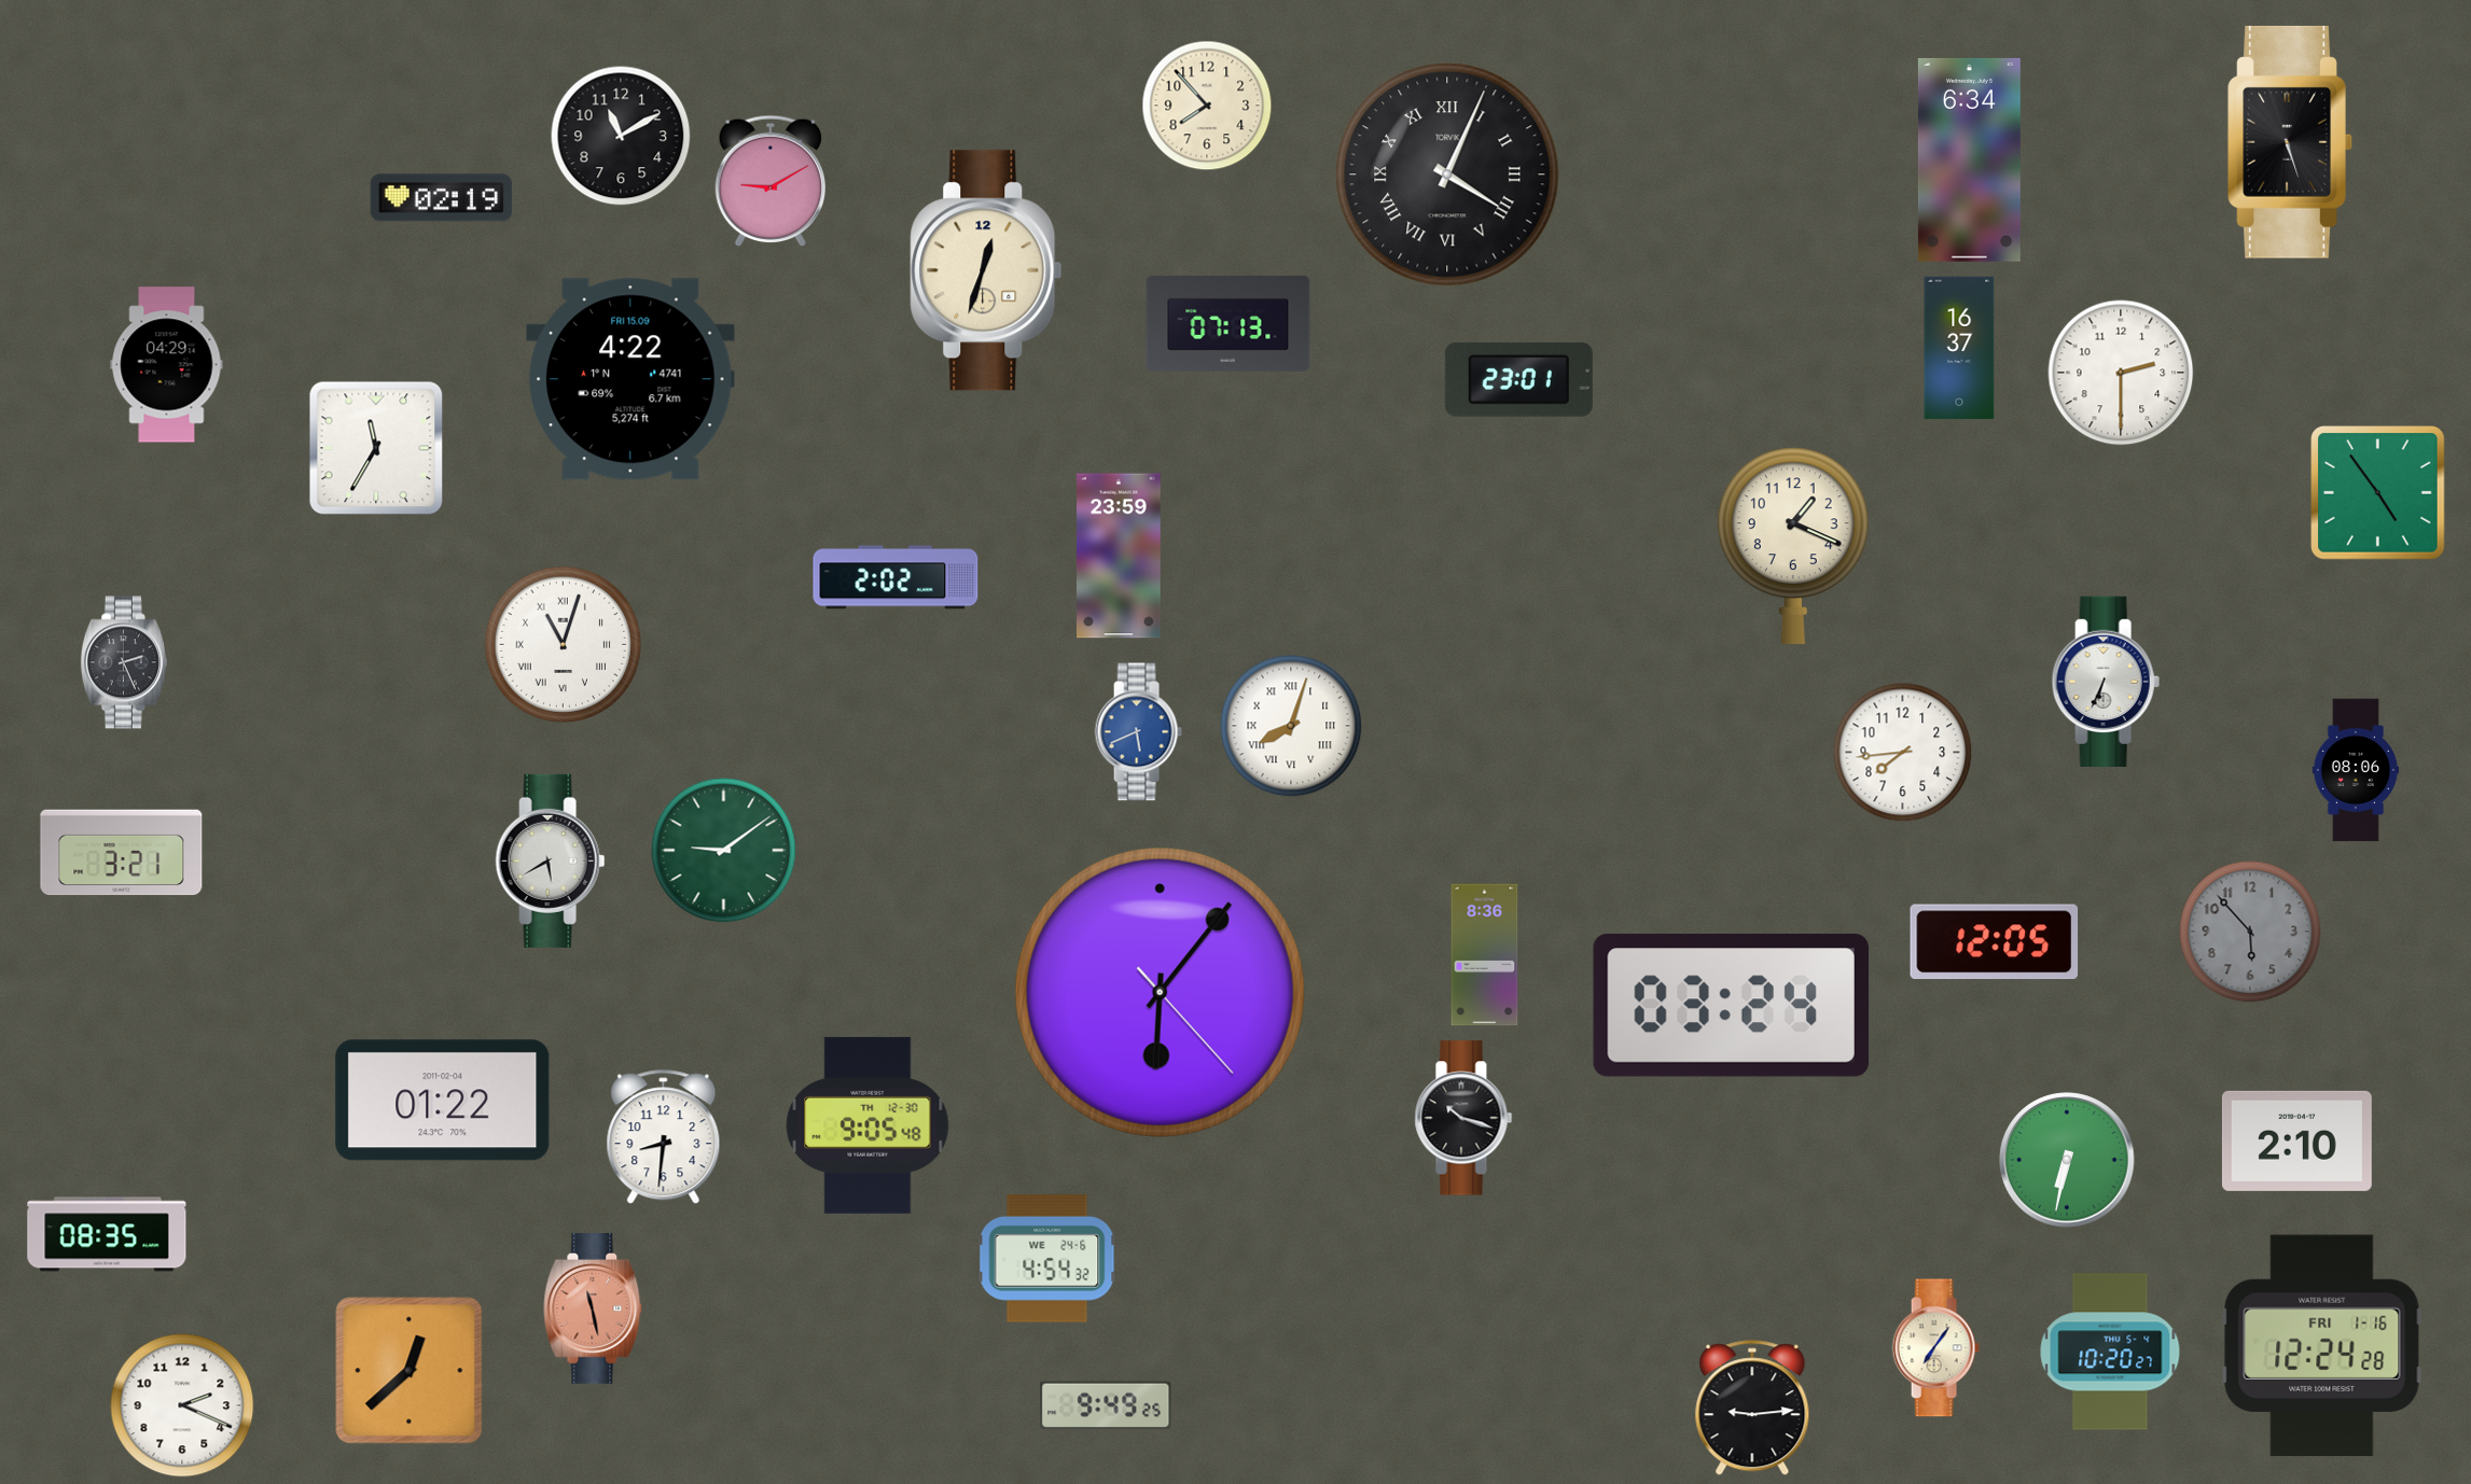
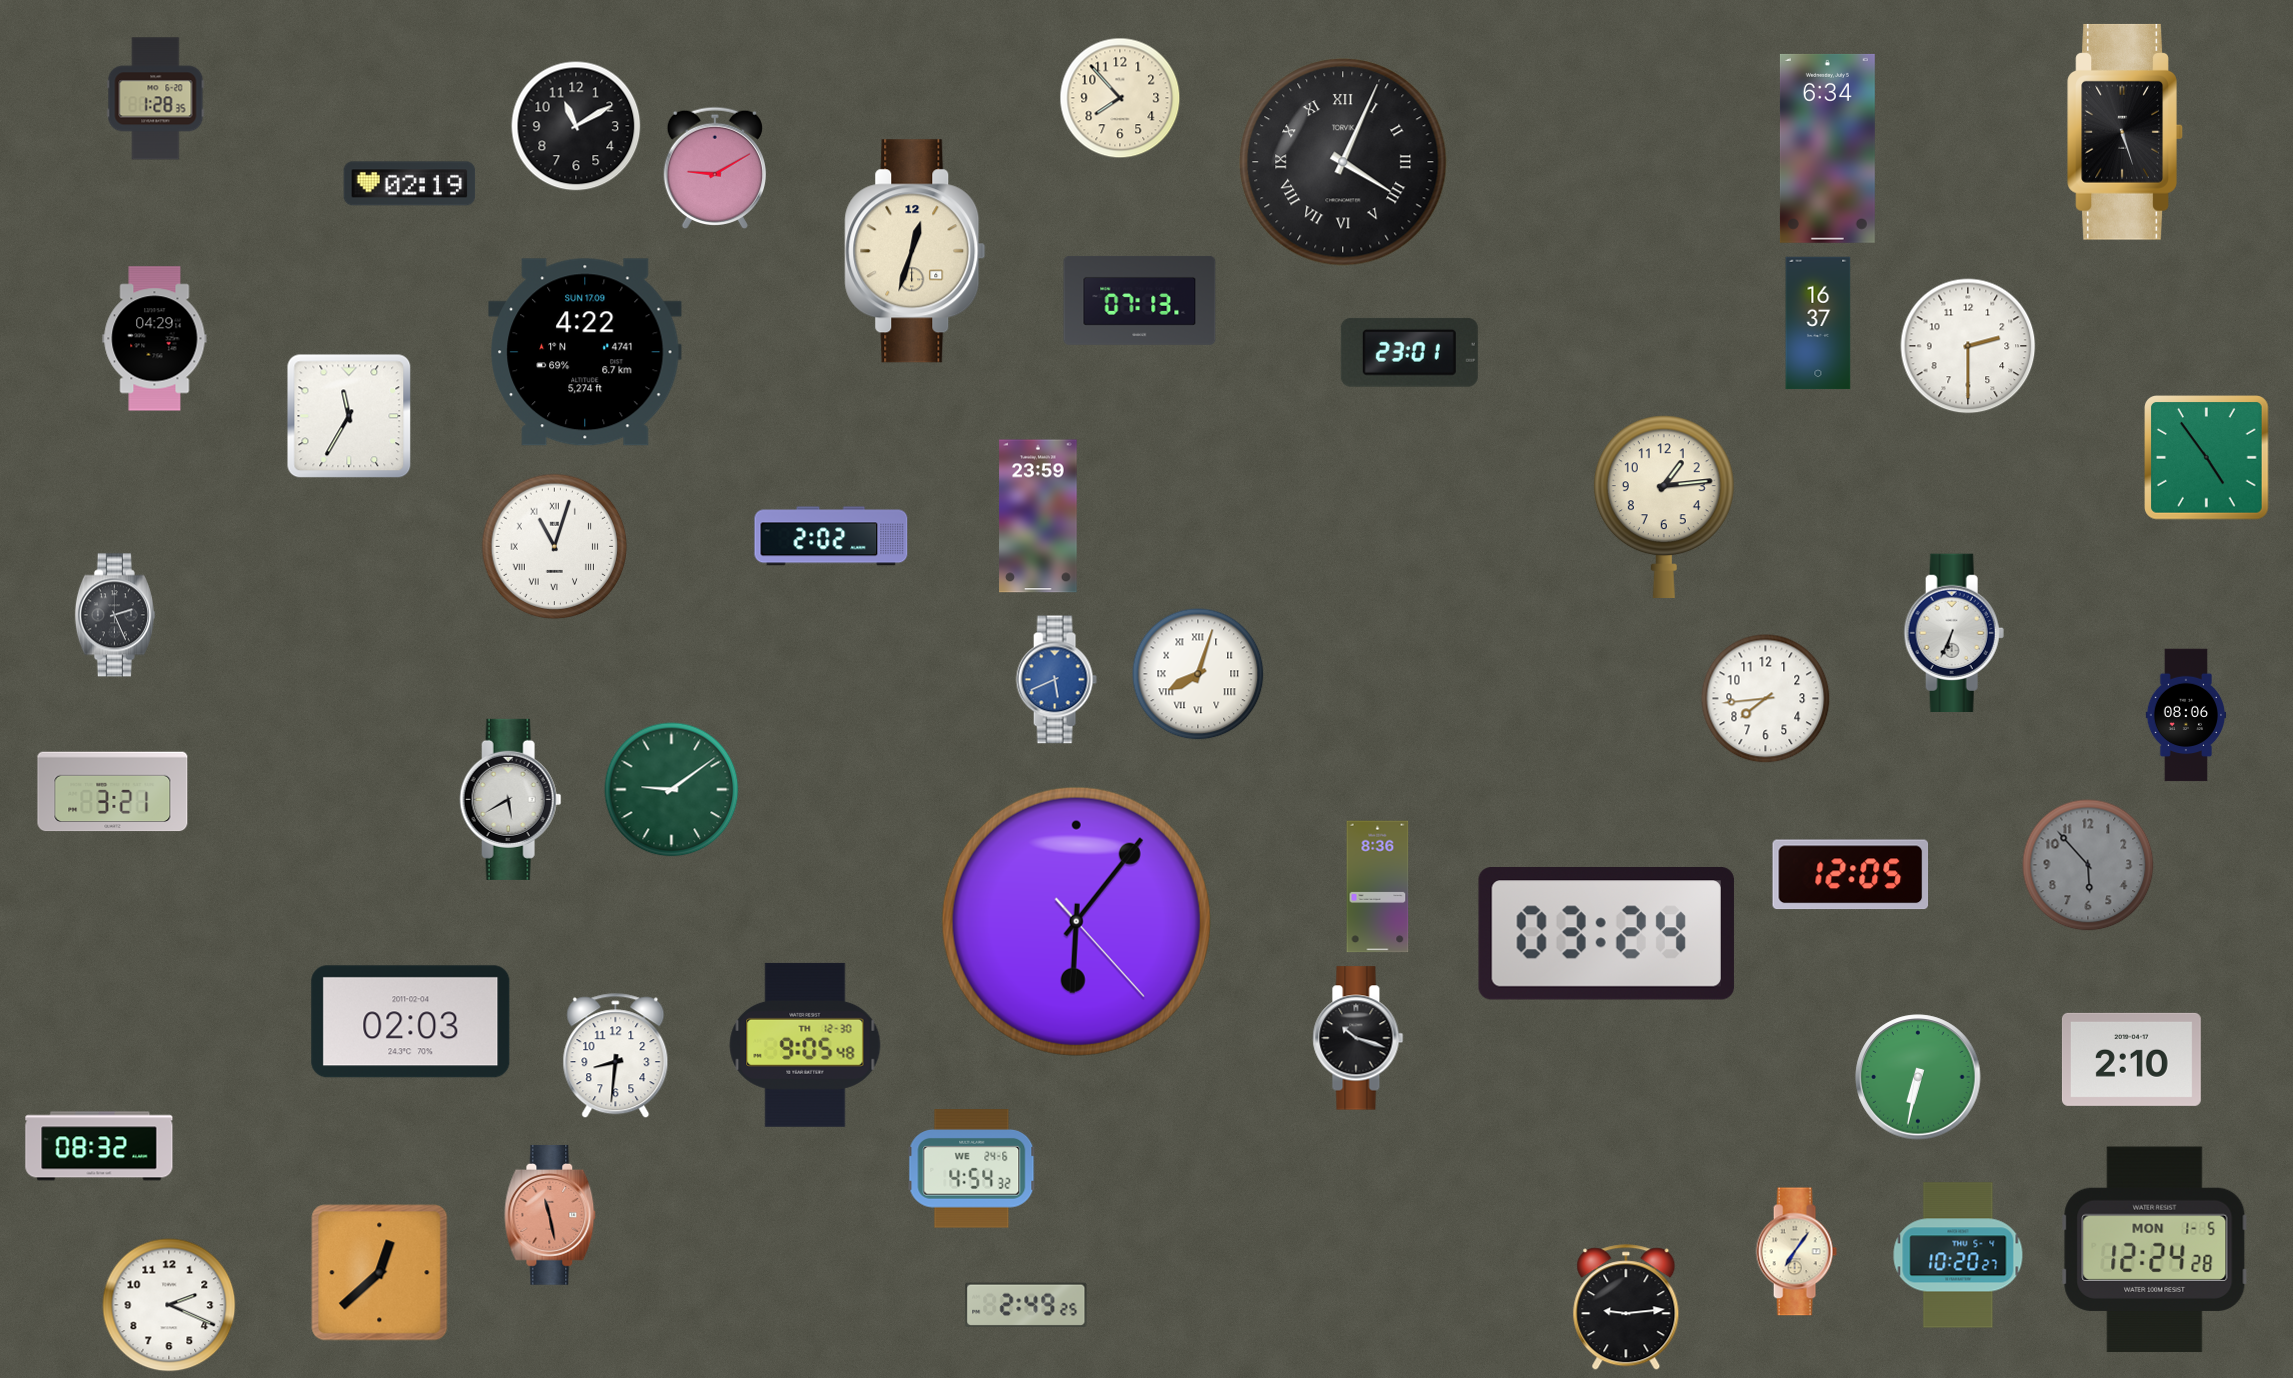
clock at (156, 99): none -> 1:28
clock at (630, 379) date: FRI 15.09 -> SUN 17.09
clock at (1793, 545): 1:19 -> 1:14
clock at (564, 645) position: (564, 645) -> (555, 547)
clock at (443, 1101): 01:22 -> 02:03
clock at (107, 1234): 08:35 -> 08:32
clock at (2322, 1346) date: FRI 1-16 -> MON 1-5
clock at (1106, 1404): 9:49 -> 2:49
